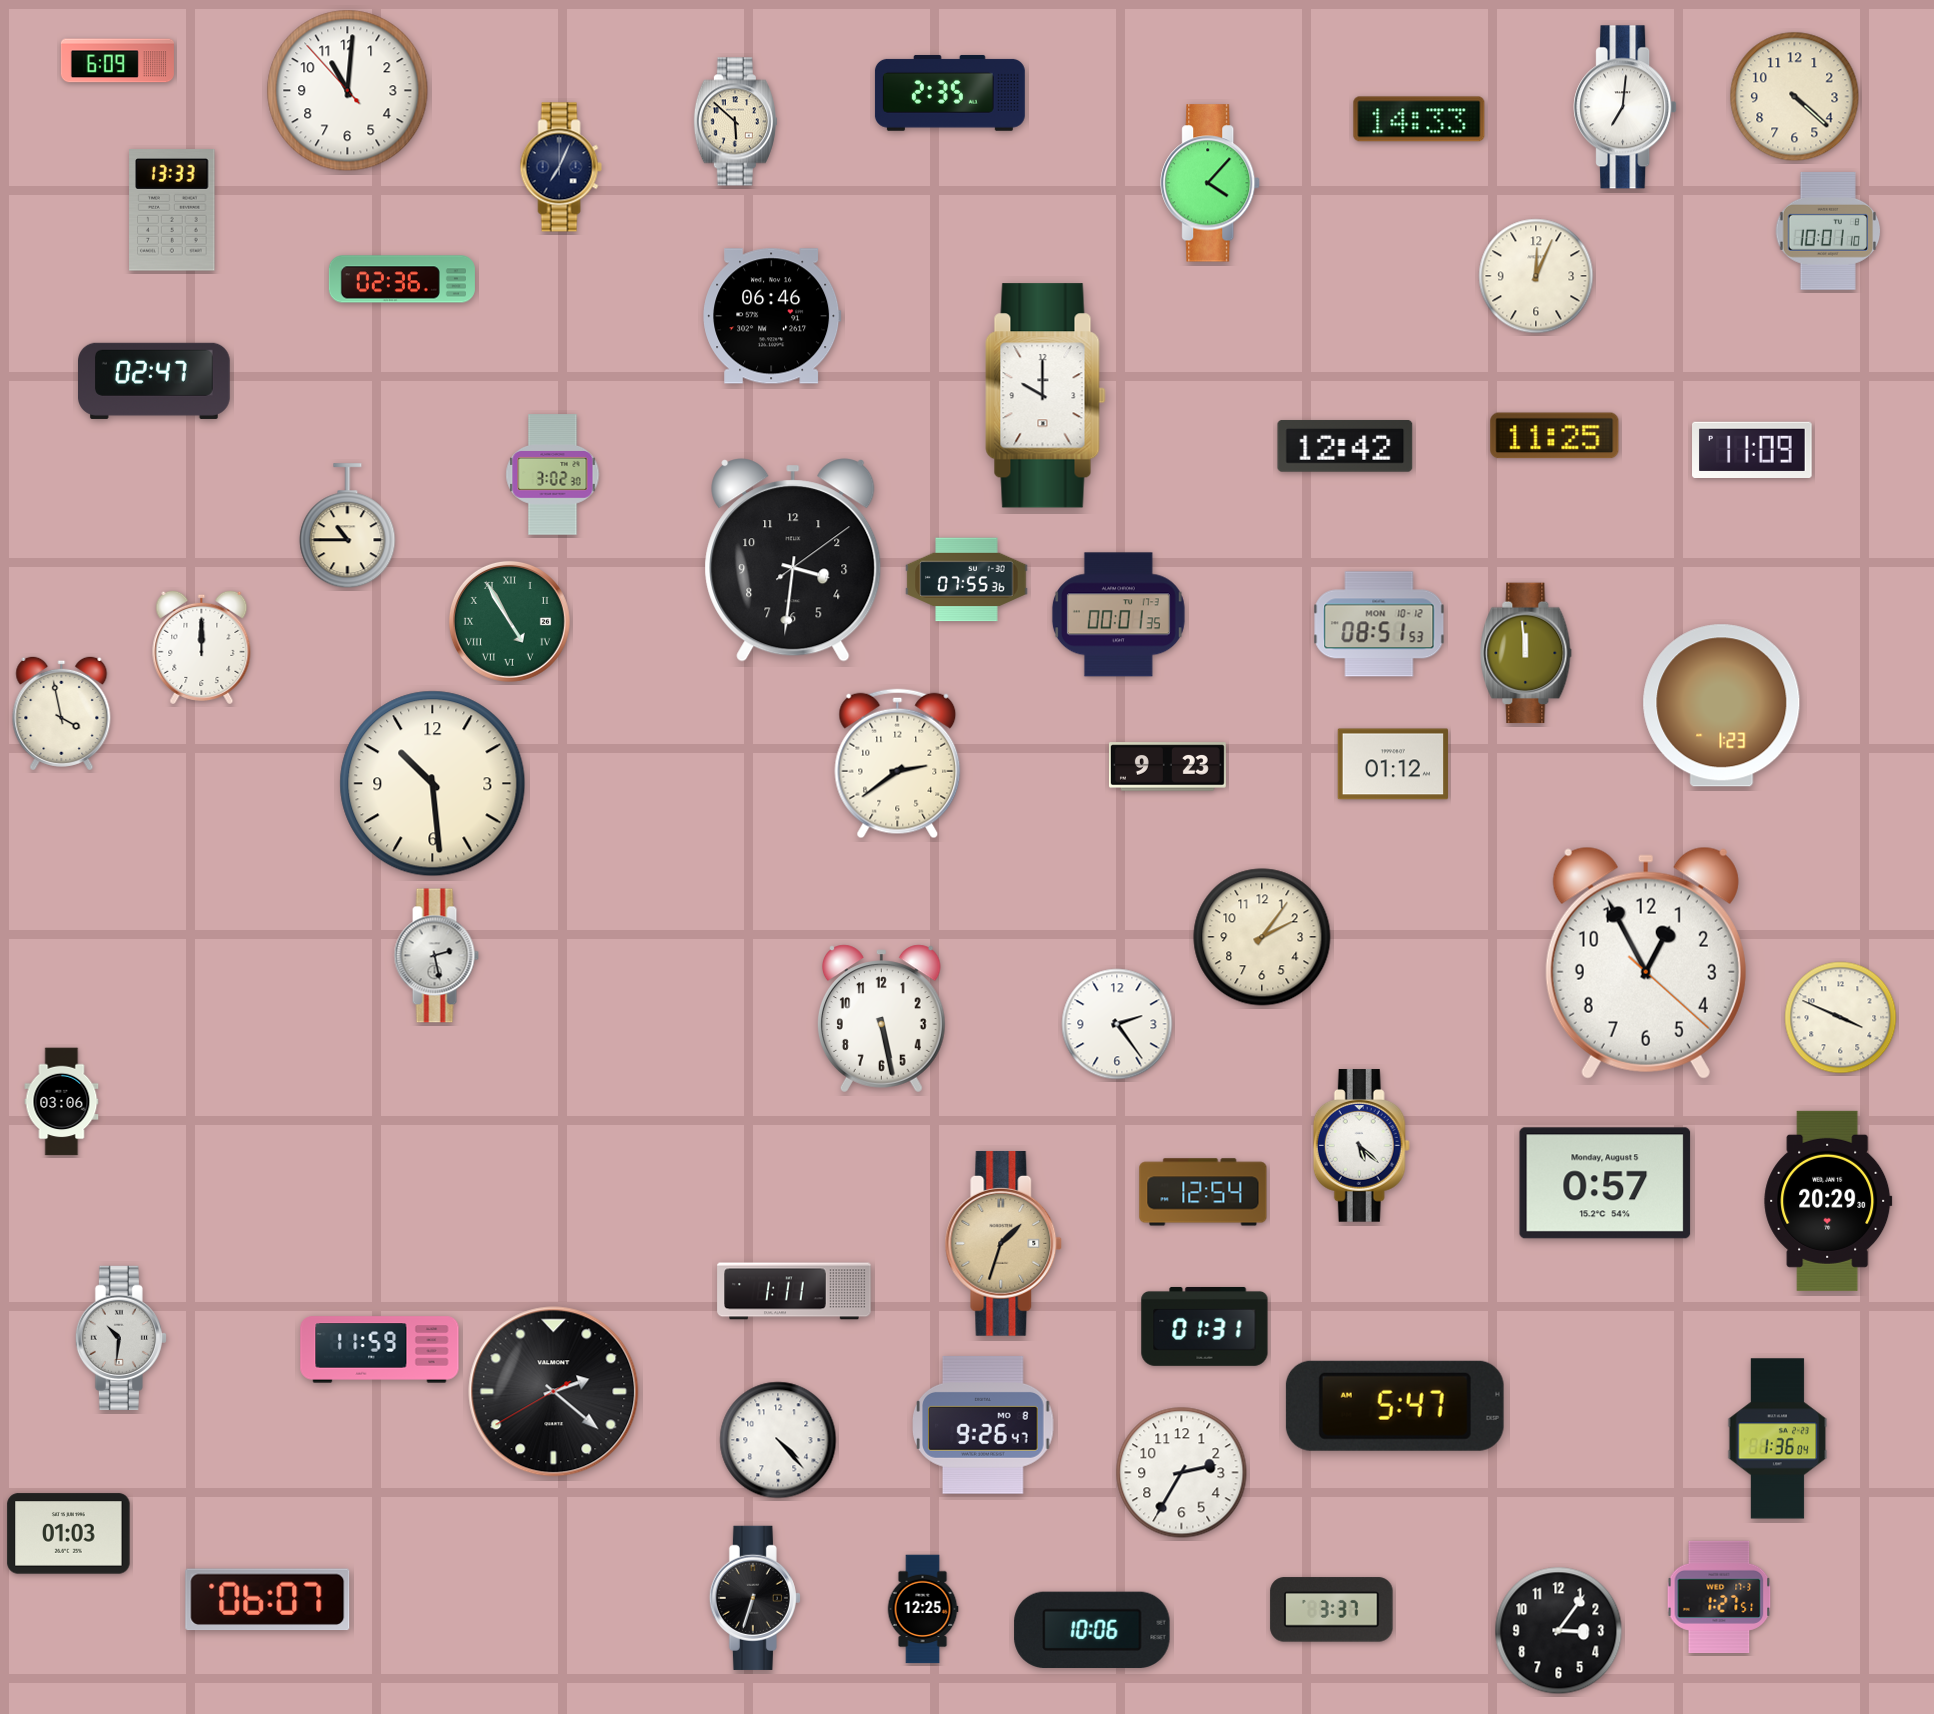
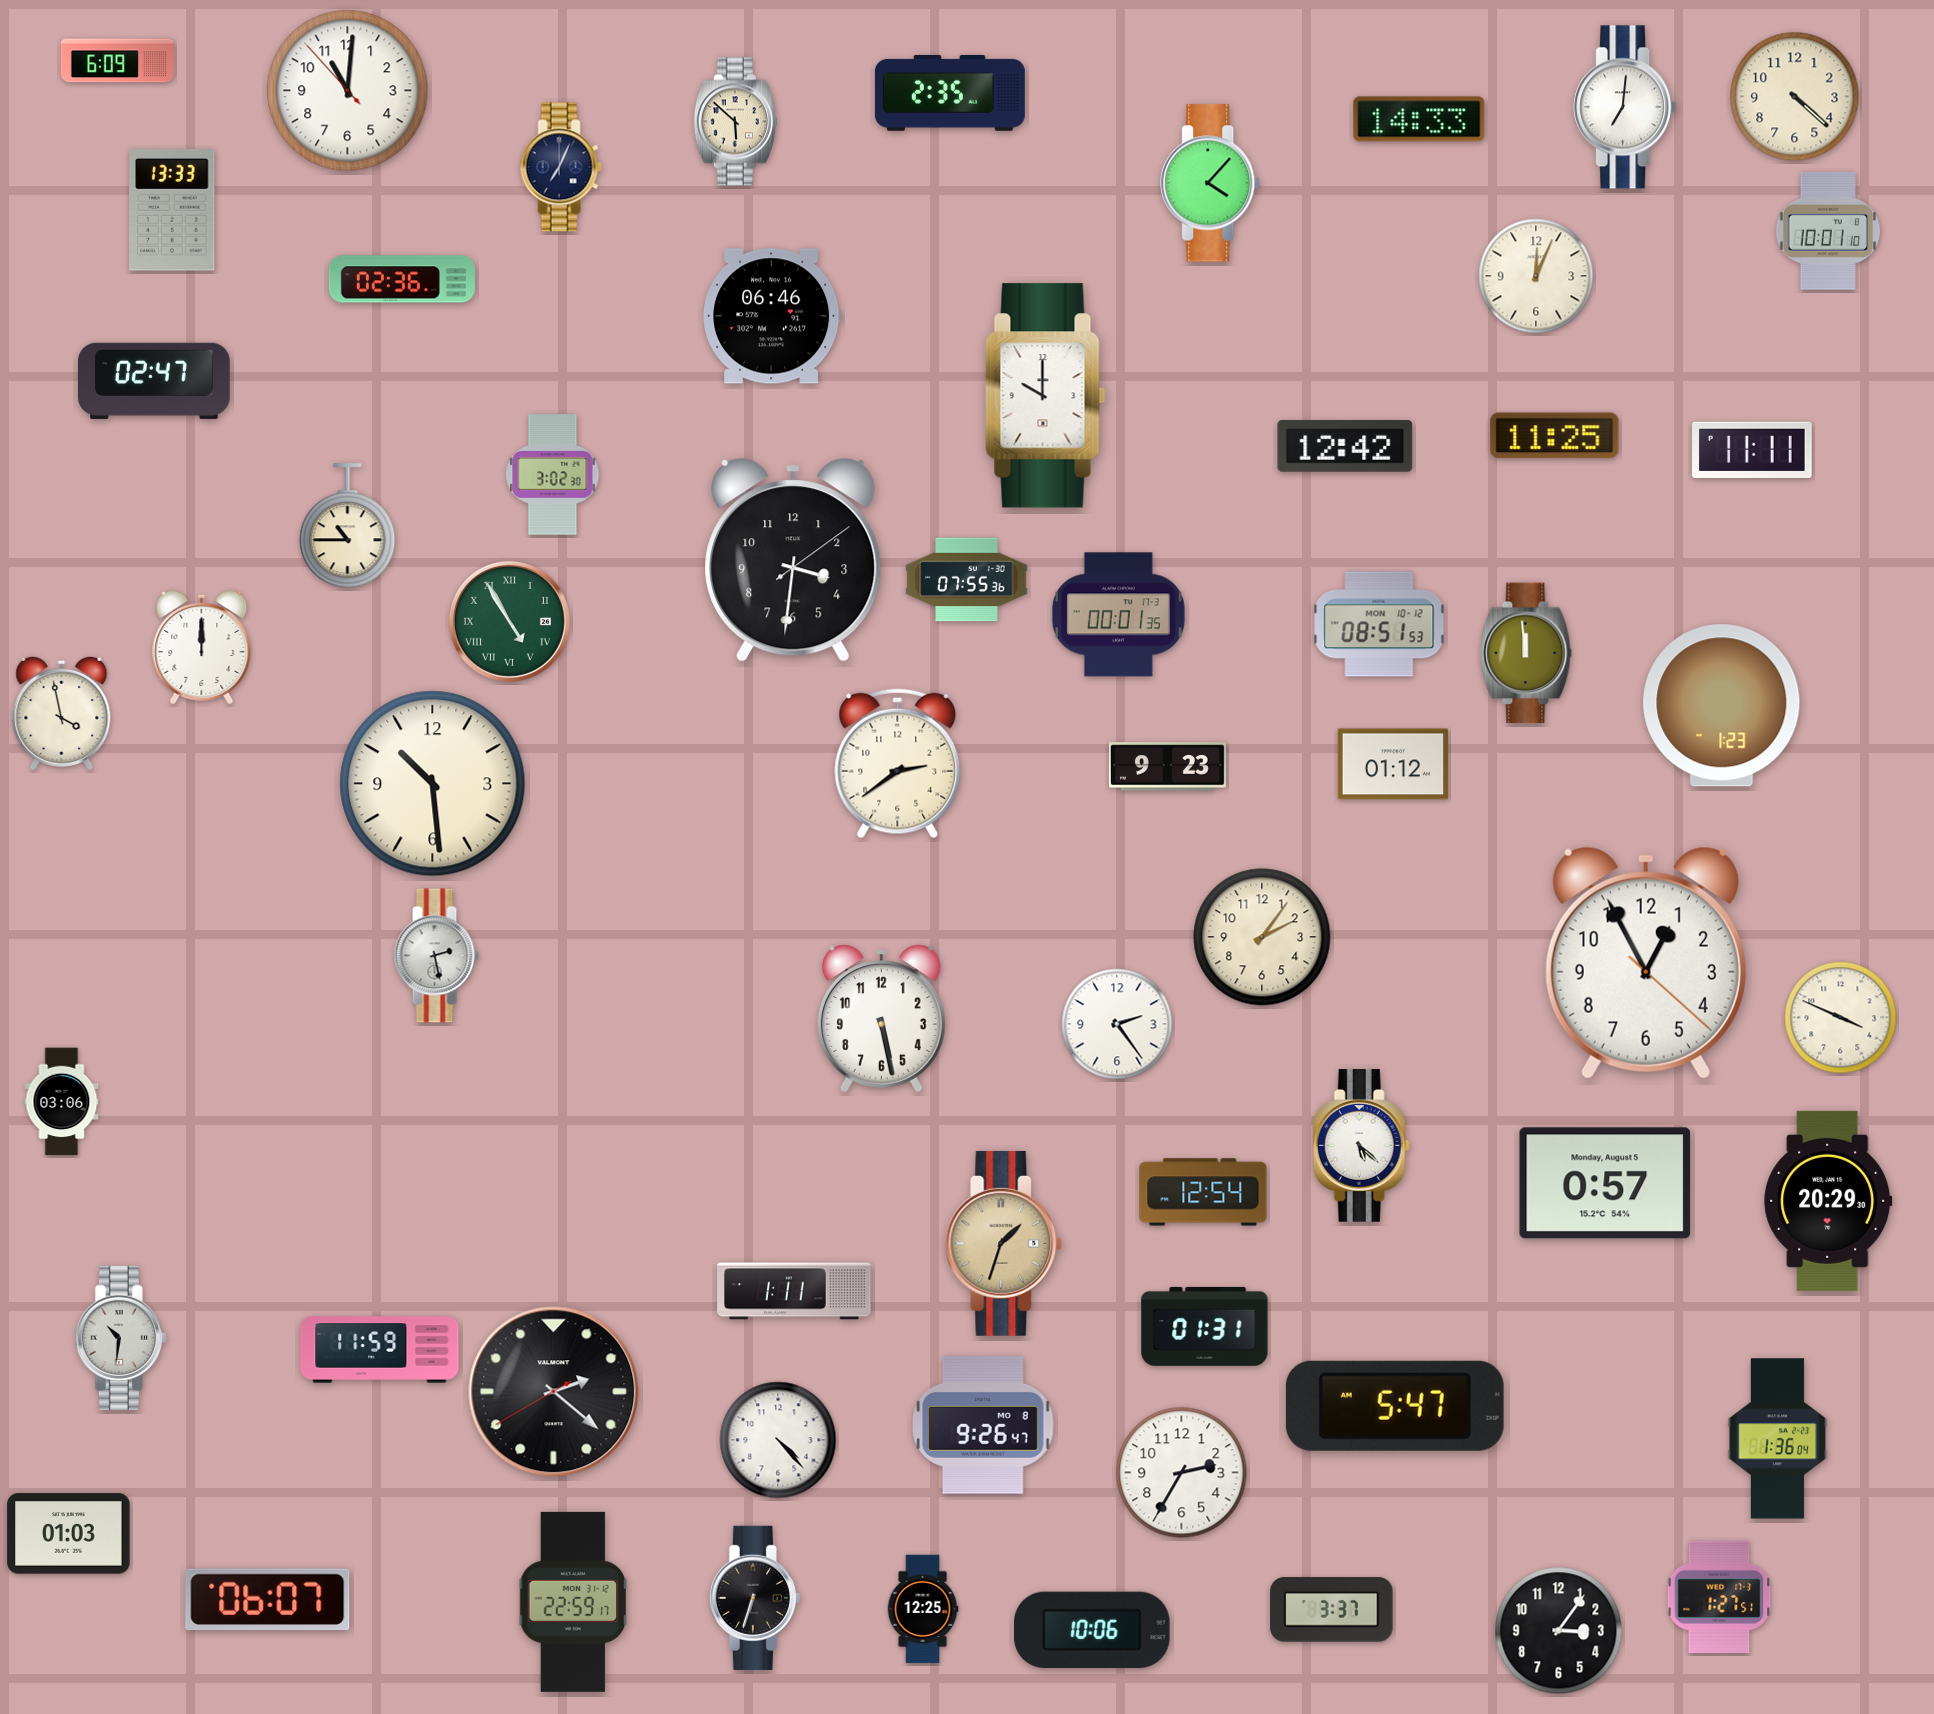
clock at (1752, 450): 11:09 -> 11:11
clock at (573, 1602): none -> 22:59
